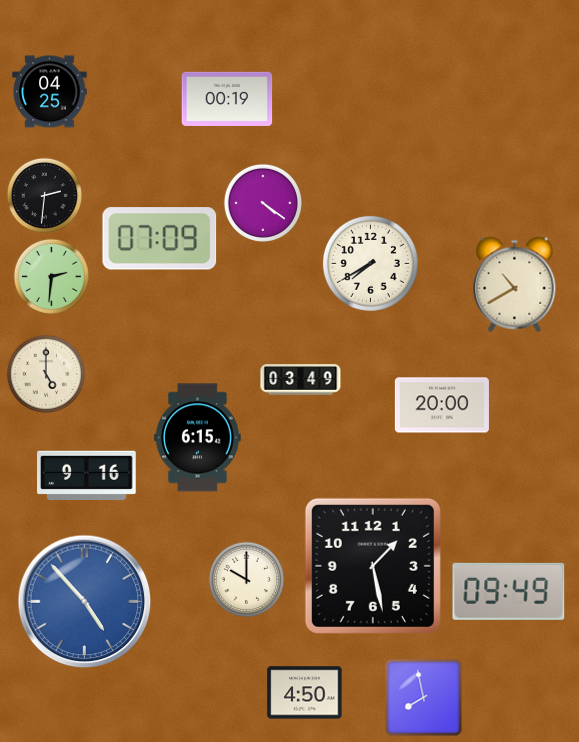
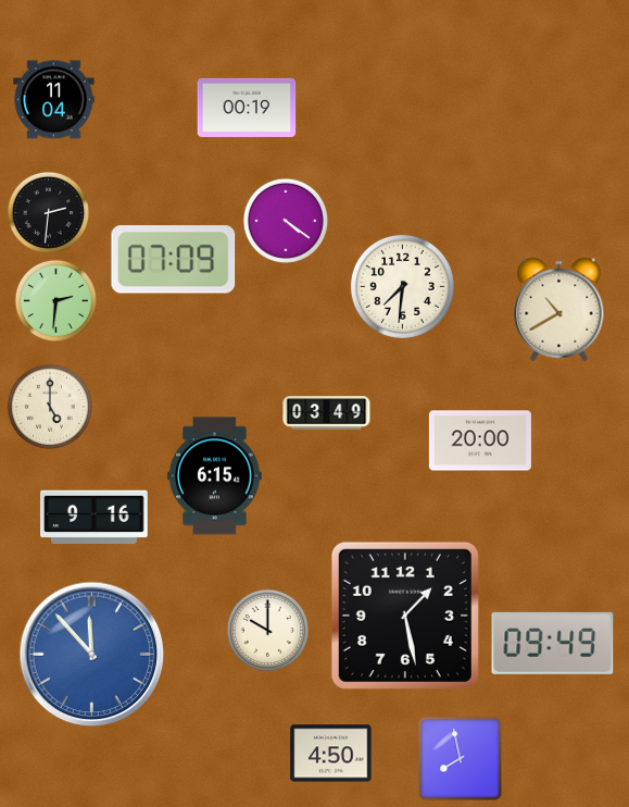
clock at (50, 92): 04:25 -> 11:04
clock at (370, 263): 7:40 -> 7:31
clock at (85, 602): 4:53 -> 11:53
